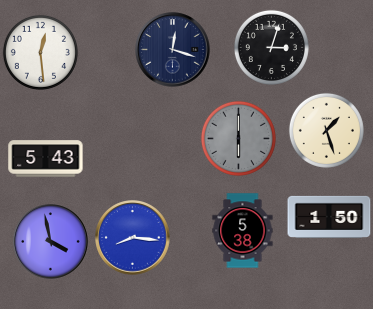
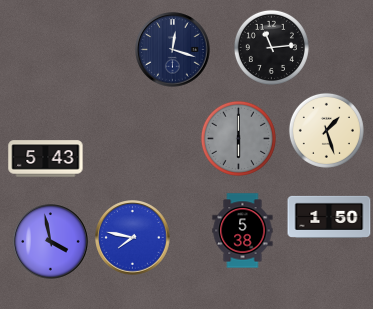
clock at (271, 47): 3:03 -> 11:14
clock at (40, 52): 12:29 -> none
clock at (133, 238): 8:16 -> 7:47
